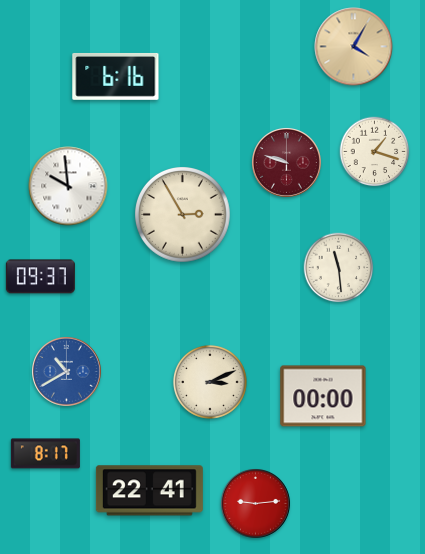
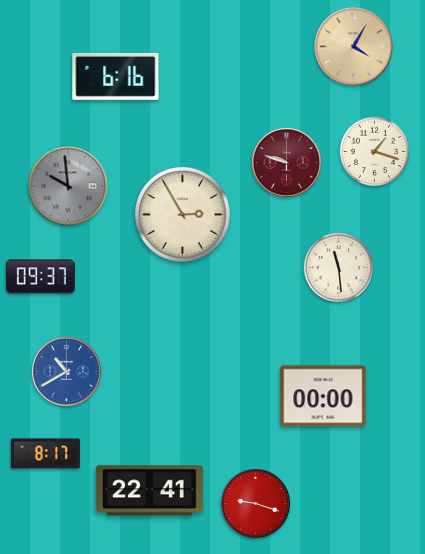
clock at (68, 186) dial: white -> grey
clock at (210, 382): 3:11 -> none
clock at (256, 504): 9:14 -> 9:18
